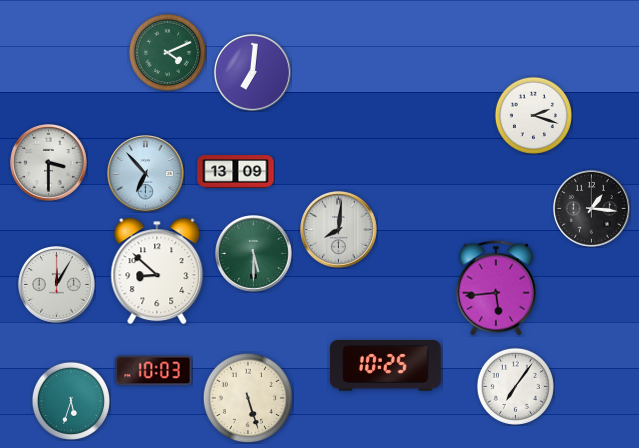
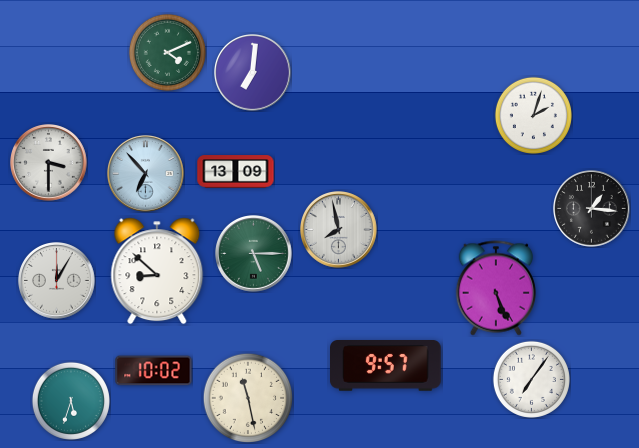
clock at (533, 115): 2:18 -> 2:03
clock at (339, 230): 8:01 -> 7:58
clock at (254, 254): 5:30 -> 5:15
clock at (57, 285) position: (57, 285) -> (57, 281)
clock at (495, 288): 5:44 -> 5:26
clock at (386, 366): 10:25 -> 9:57
clock at (154, 371): 10:03 -> 10:02
clock at (515, 386) position: (515, 386) -> (531, 379)
clock at (248, 398): 5:27 -> 11:28
